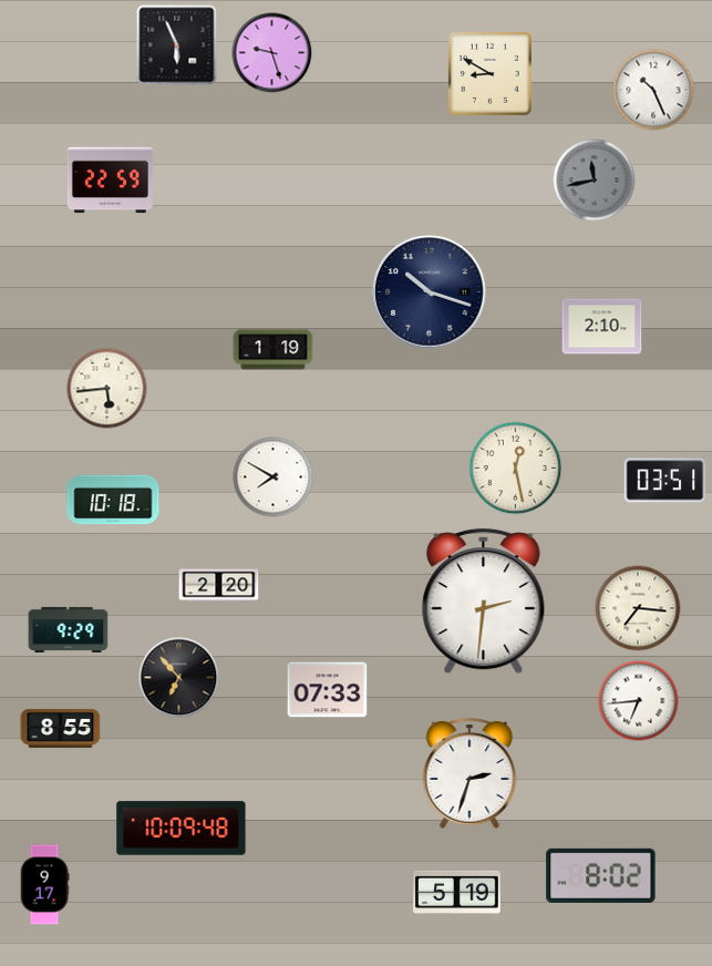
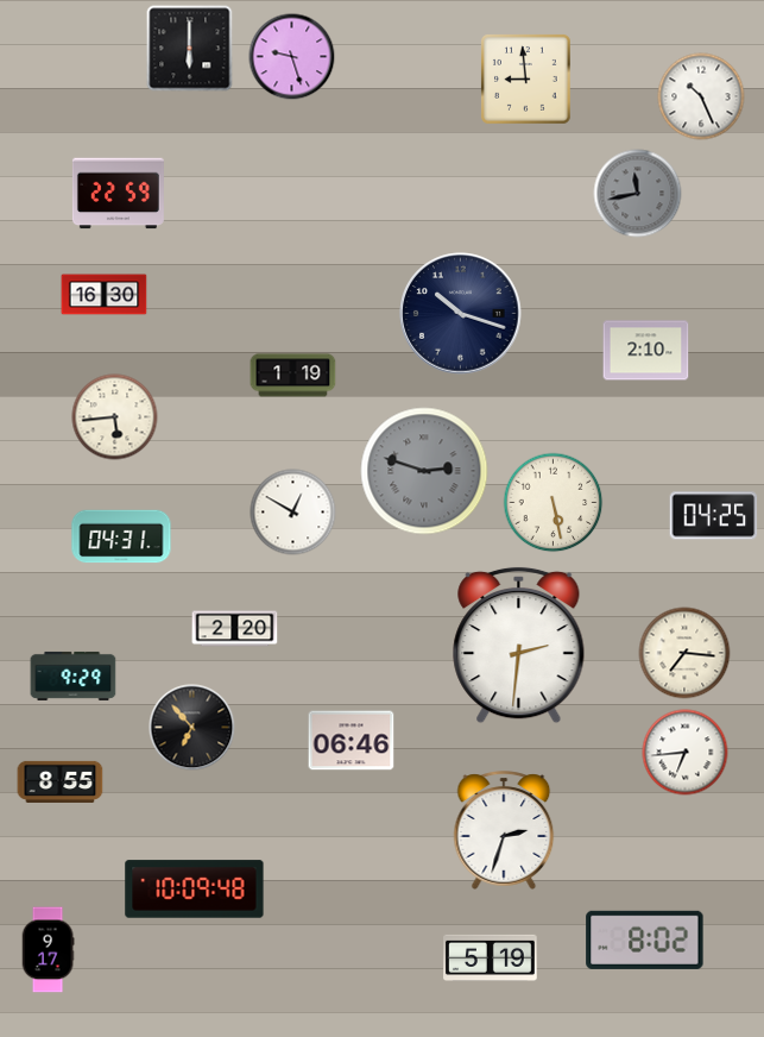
clock at (177, 45): 5:56 -> 6:00
clock at (491, 74): 8:50 -> 8:59
clock at (105, 295): none -> 16:30
clock at (424, 471): none -> 2:48
clock at (516, 469): 12:28 -> 5:28
clock at (274, 477): 7:50 -> 12:50
clock at (665, 481): 03:51 -> 04:25
clock at (113, 500): 10:18 -> 04:31
clock at (328, 690): 07:33 -> 06:46
clock at (61, 728) position: (61, 728) -> (61, 781)
